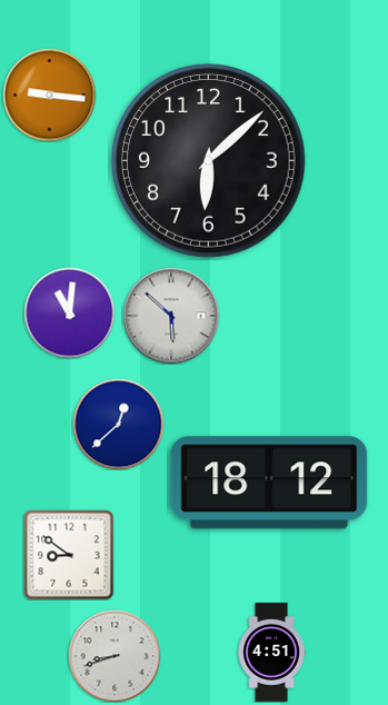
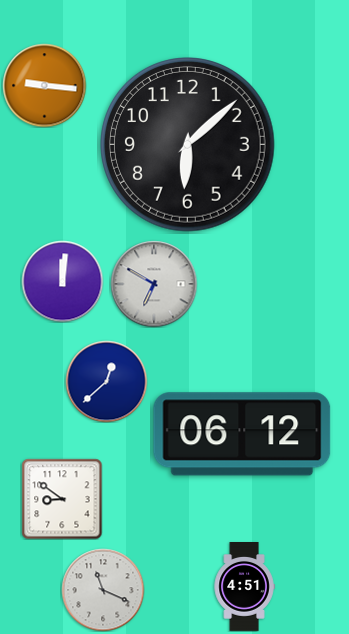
clock at (69, 312): 11:01 -> 12:01
clock at (171, 316): 5:52 -> 6:50
clock at (269, 483): 18:12 -> 06:12
clock at (115, 656): 8:42 -> 11:19
